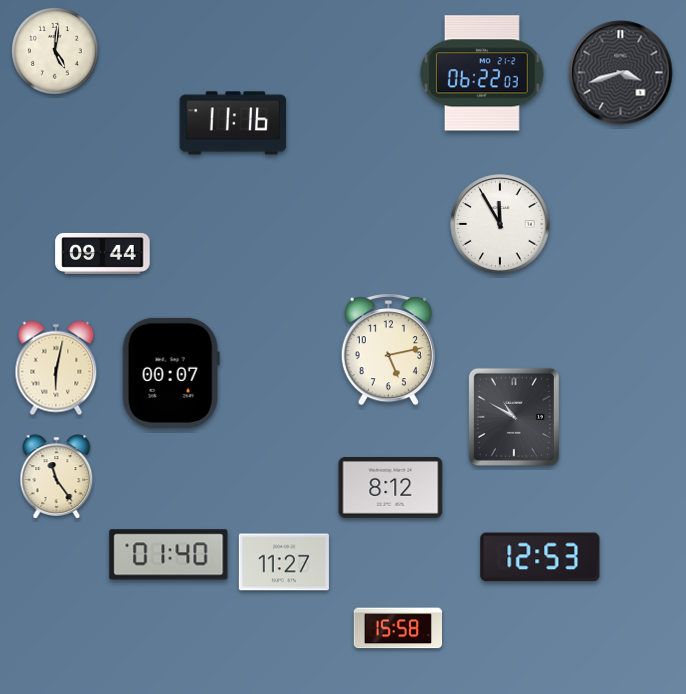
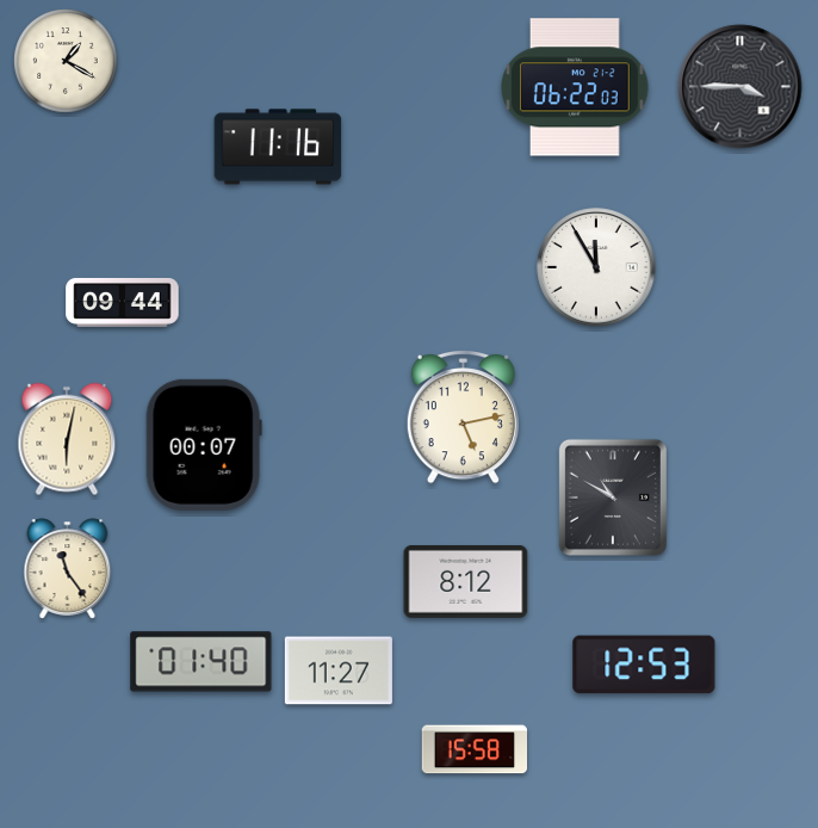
clock at (56, 52): 5:01 -> 1:20
clock at (621, 73): 3:42 -> 3:45
